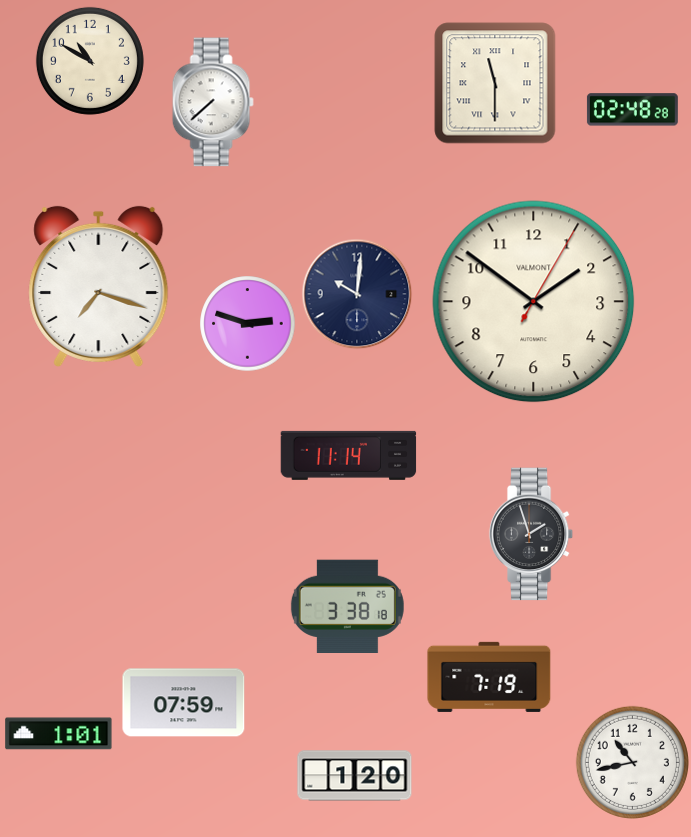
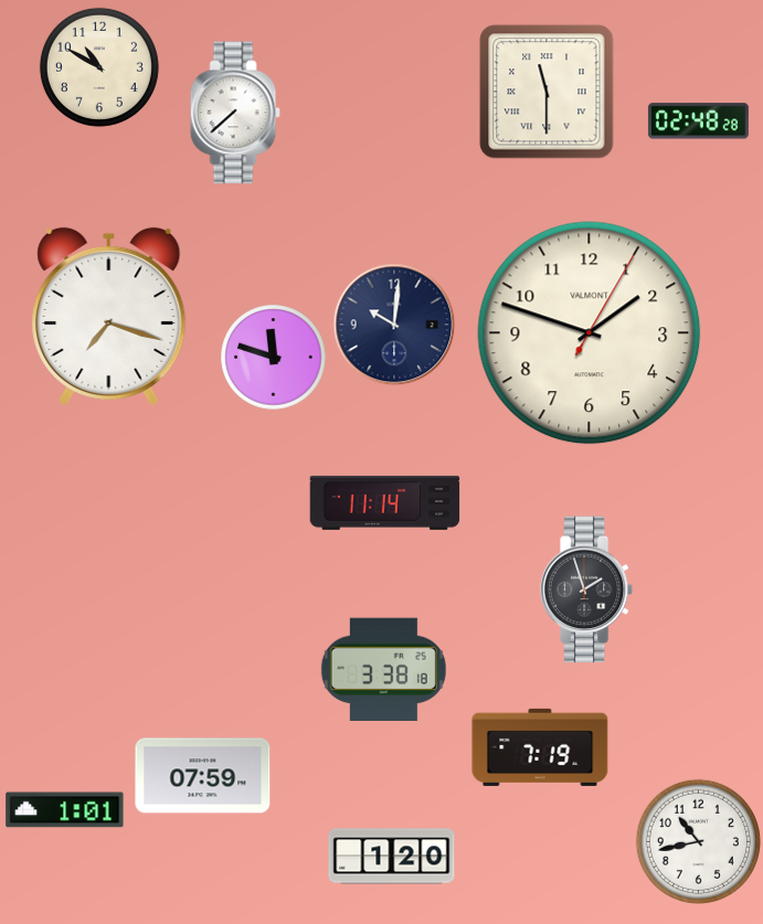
clock at (534, 302): 1:51 -> 1:48
clock at (247, 323): 2:48 -> 11:48
